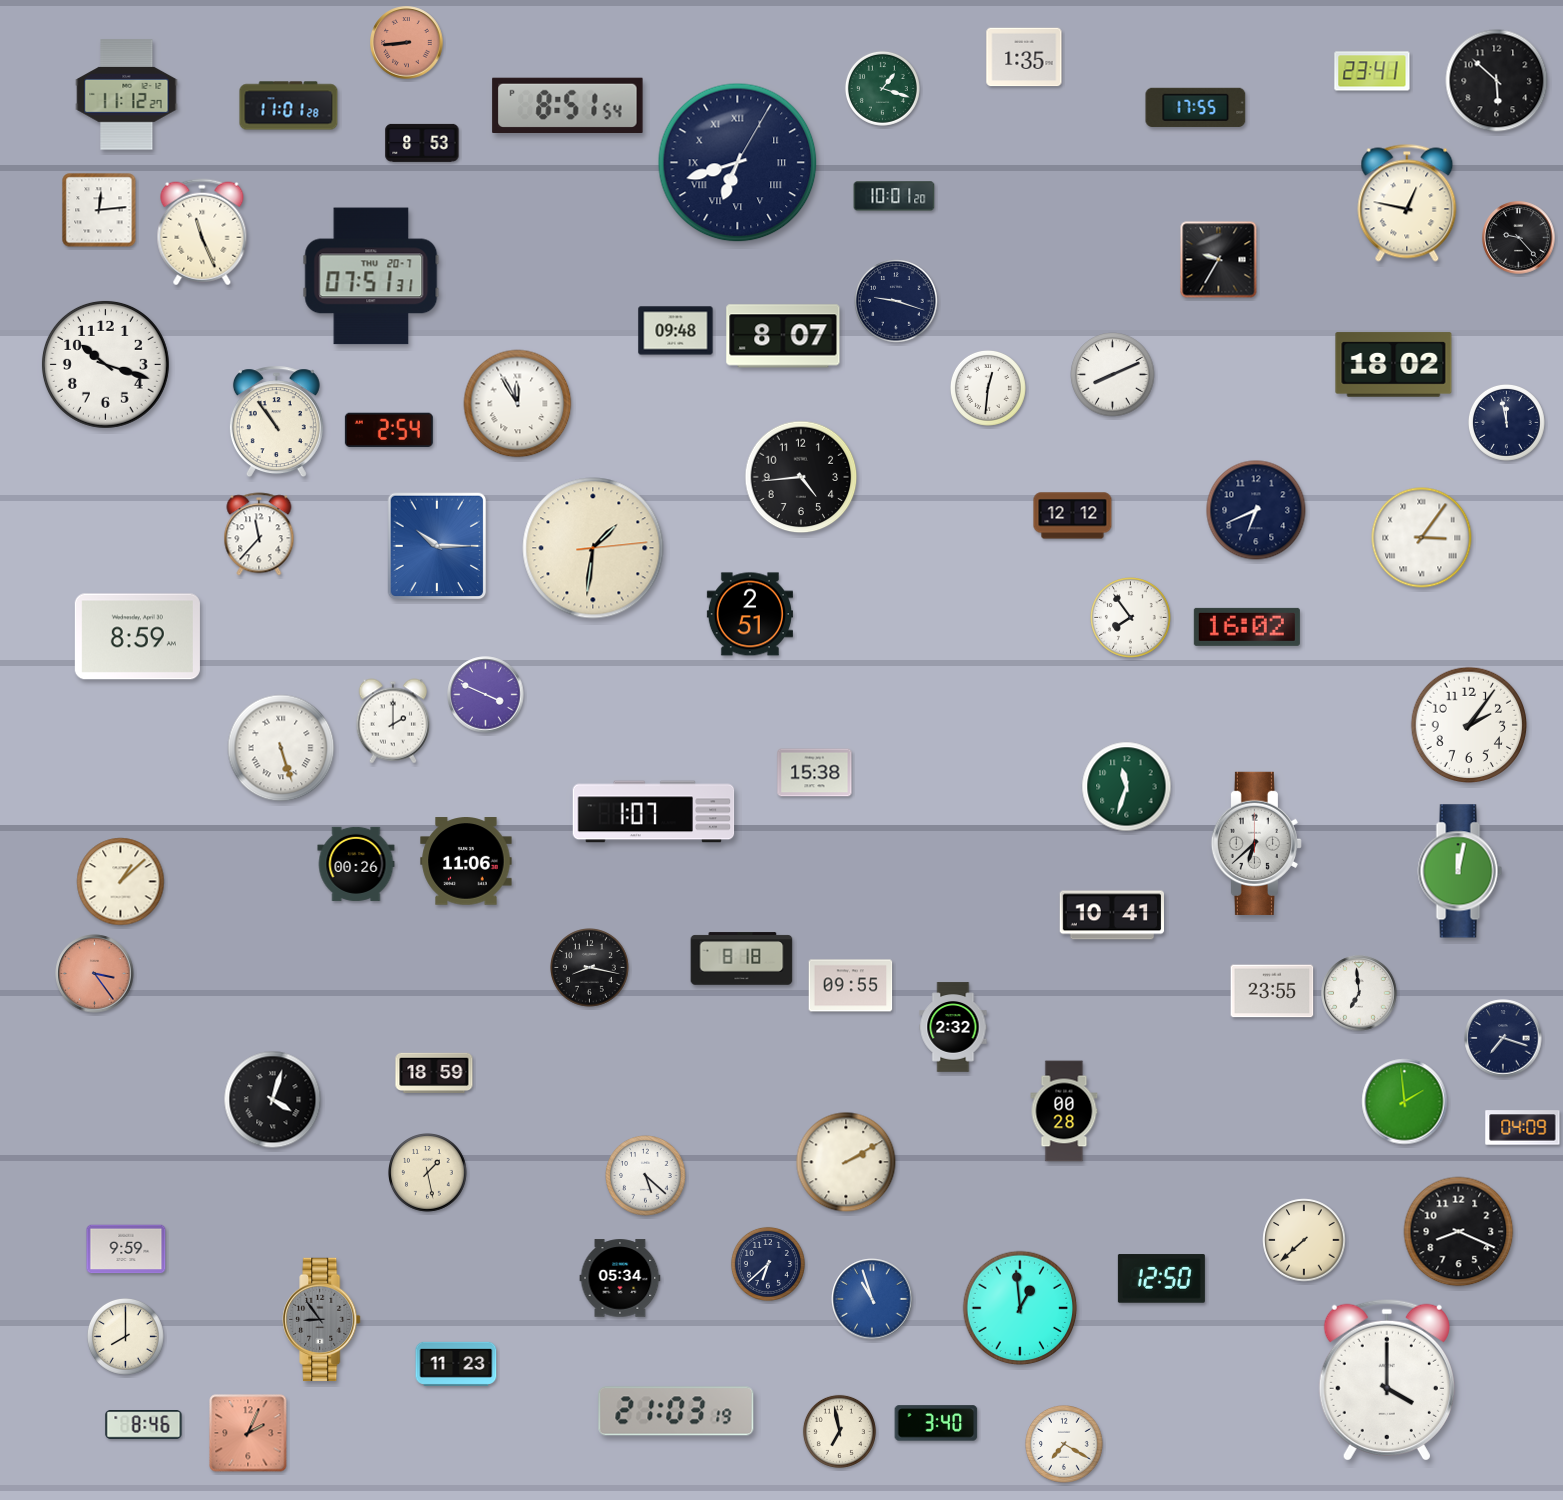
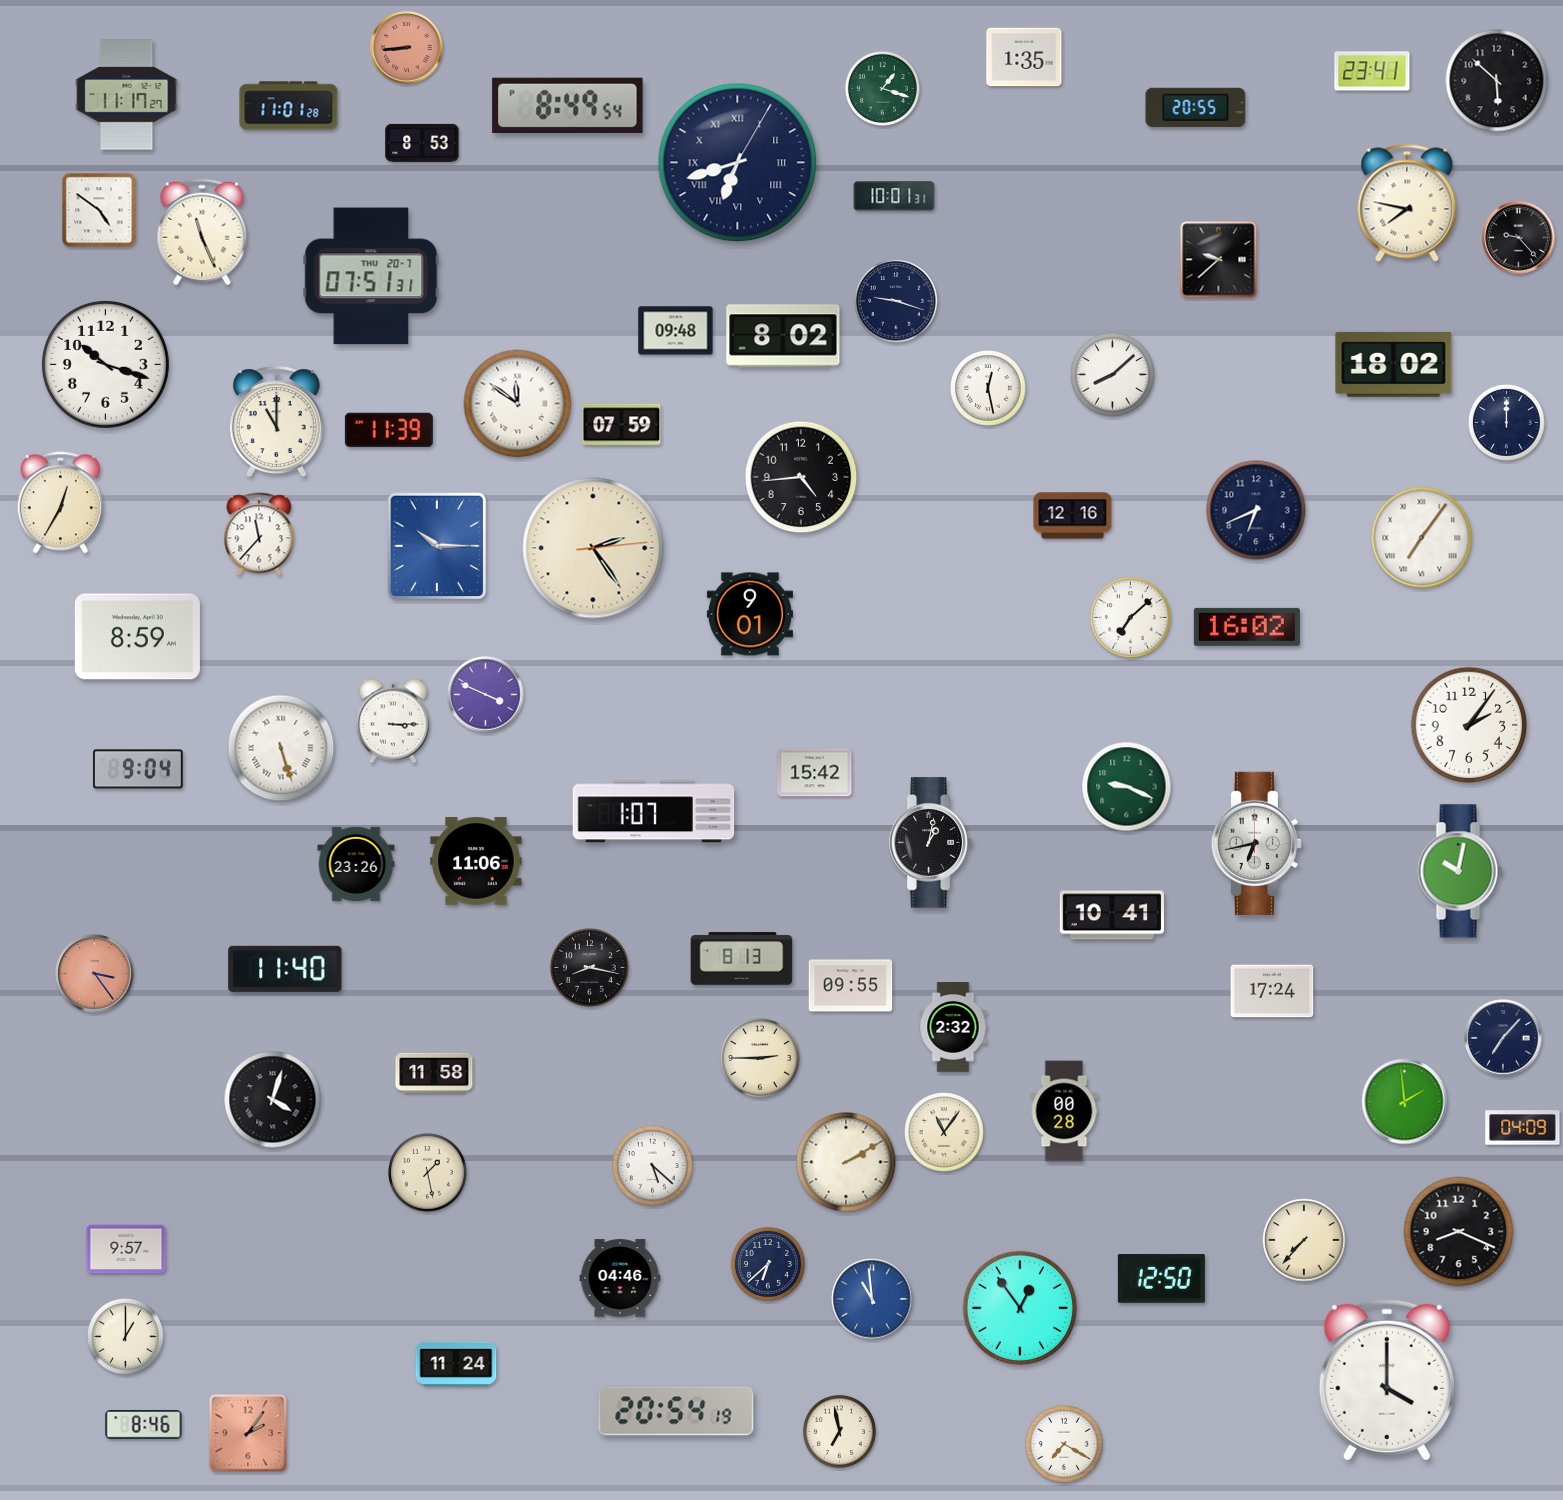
clock at (407, 43) position: (407, 43) -> (407, 48)
clock at (127, 95): 11:12 -> 11:17
clock at (568, 105): 8:51 -> 8:49
clock at (1196, 107): 17:55 -> 20:55
clock at (894, 196): 10:01:20 -> 10:01:31
clock at (1407, 203): 12:47 -> 7:47
clock at (99, 210): 12:14 -> 4:51
clock at (1219, 260): 9:35 -> 9:38
clock at (783, 336): 8:07 -> 8:02
clock at (1113, 375): 8:11 -> 8:08
clock at (988, 388): 12:31 -> 12:28
clock at (518, 404): 11:55 -> 11:51
clock at (276, 422): 10:54 -> 11:00
clock at (1506, 422): 11:58 -> 12:00
clock at (622, 425): none -> 07:59
clock at (389, 430): 2:54 -> 11:39
clock at (60, 503): none -> 12:35
clock at (1073, 516): 12:12 -> 12:16
clock at (1422, 538): 3:06 -> 7:06
clock at (593, 548): 1:31 -> 2:24
clock at (750, 614): 2:51 -> 9:01
clock at (1131, 618): 7:54 -> 7:08
clock at (393, 721): 2:00 -> 3:15
clock at (139, 769): none -> 9:04
clock at (815, 773): 15:38 -> 15:42
clock at (1127, 787): 11:33 -> 9:19
clock at (931, 843): none -> 1:02
clock at (1256, 843): 6:38 -> 6:43
clock at (466, 861) position: (466, 861) -> (476, 861)
clock at (356, 864): 00:26 -> 23:26
clock at (1460, 871): 12:02 -> 10:02
clock at (121, 882): 1:08 -> none
clock at (742, 959): 8:18 -> 8:13
clock at (285, 969): none -> 11:40
clock at (1272, 991): 23:55 -> 17:24
clock at (1359, 993): 6:59 -> none
clock at (1503, 1038): 7:18 -> 7:07
clock at (760, 1058): none -> 2:45
clock at (434, 1073): 18:59 -> 11:58
clock at (944, 1132): none -> 11:06
clock at (646, 1176) position: (646, 1176) -> (653, 1166)
clock at (1304, 1240): 7:38 -> 7:37
clock at (126, 1249): 9:59 -> 9:57
clock at (620, 1278): 05:34 -> 04:46
clock at (872, 1299): 10:57 -> 10:59
clock at (1020, 1308): 12:59 -> 12:54
clock at (322, 1320): 8:54 -> none
clock at (125, 1336): 8:00 -> 1:00
clock at (456, 1364): 11:23 -> 11:24
clock at (676, 1411): 21:03 -> 20:54
clock at (936, 1423): 3:40 -> none
clock at (248, 1433): 2:04 -> 2:06
